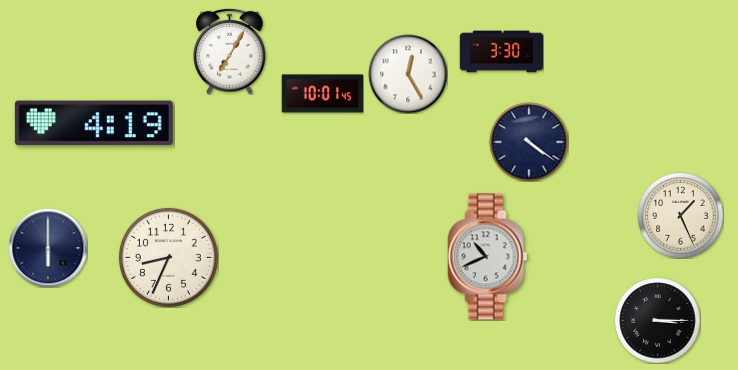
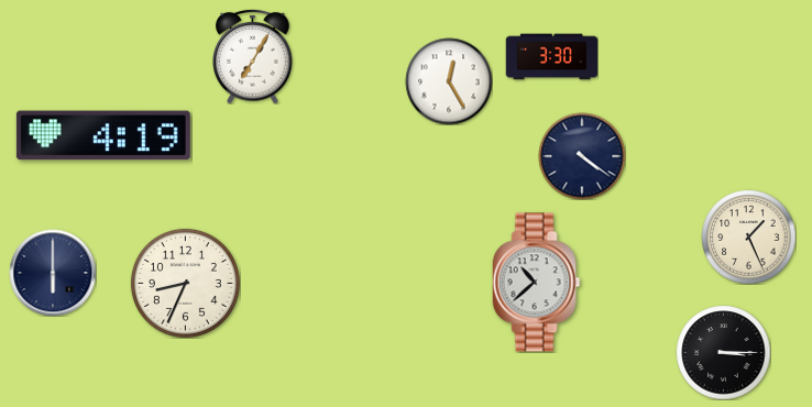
clock at (322, 94): 10:01 -> none
clock at (488, 257): 10:41 -> 10:38
